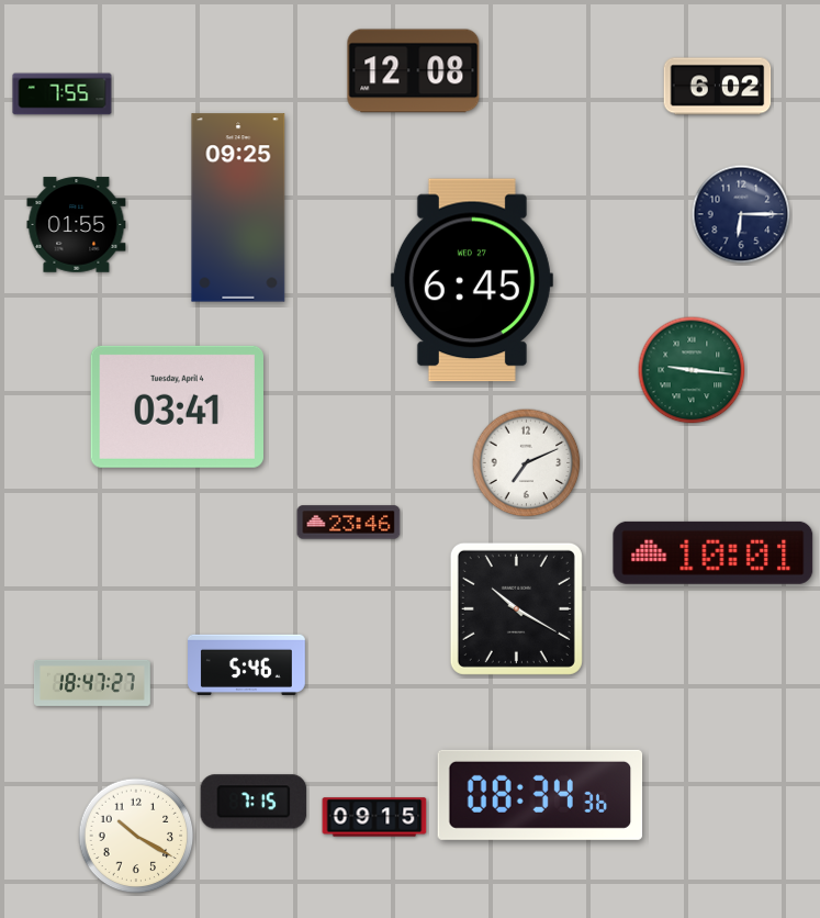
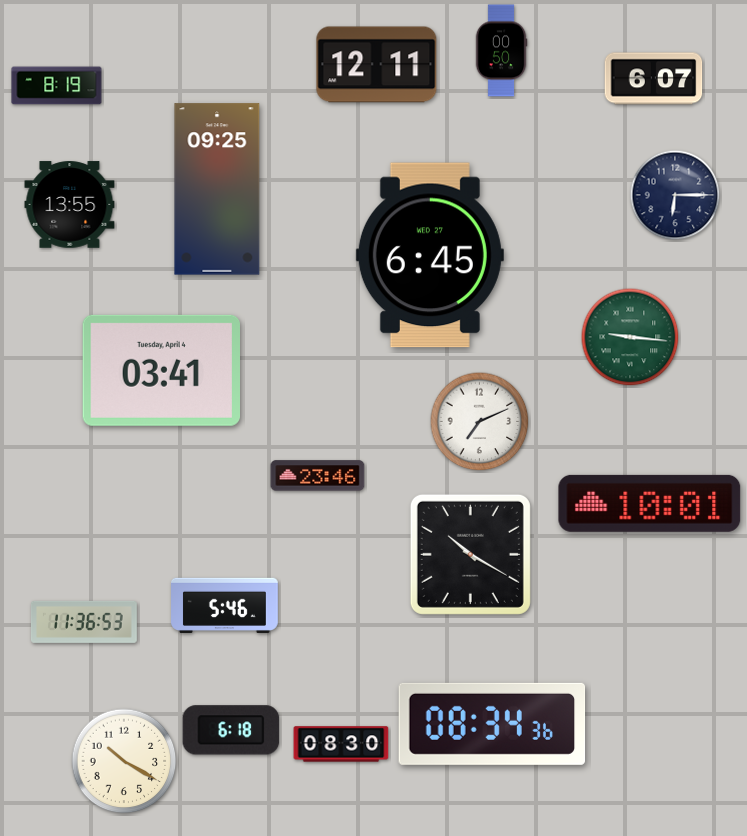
clock at (501, 51): none -> 00:50
clock at (414, 71): 12:08 -> 12:11
clock at (718, 87): 6:02 -> 6:07
clock at (63, 94): 7:55 -> 8:19
clock at (77, 225): 01:55 -> 13:55
clock at (92, 683): 18:47 -> 11:36
clock at (254, 802): 7:15 -> 6:18
clock at (374, 817): 09:15 -> 08:30
